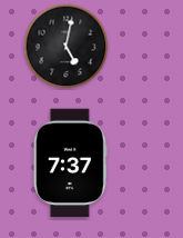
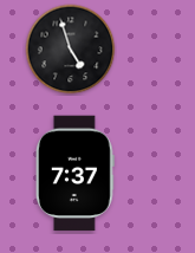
clock at (67, 47): 5:02 -> 4:57
